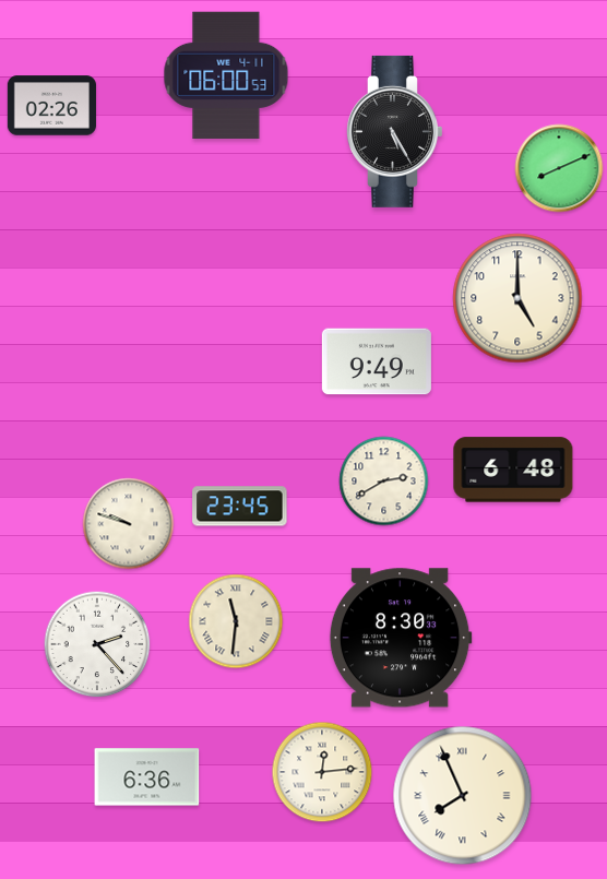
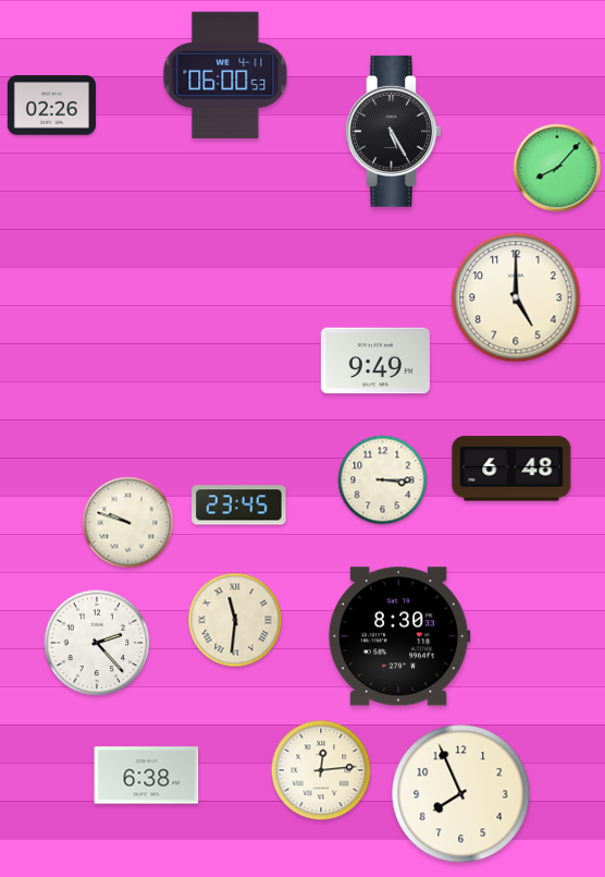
clock at (559, 168): 8:11 -> 8:07
clock at (384, 482): 2:40 -> 3:15
clock at (147, 777): 6:36 -> 6:38
clock at (463, 796) numerals: Roman -> Arabic
